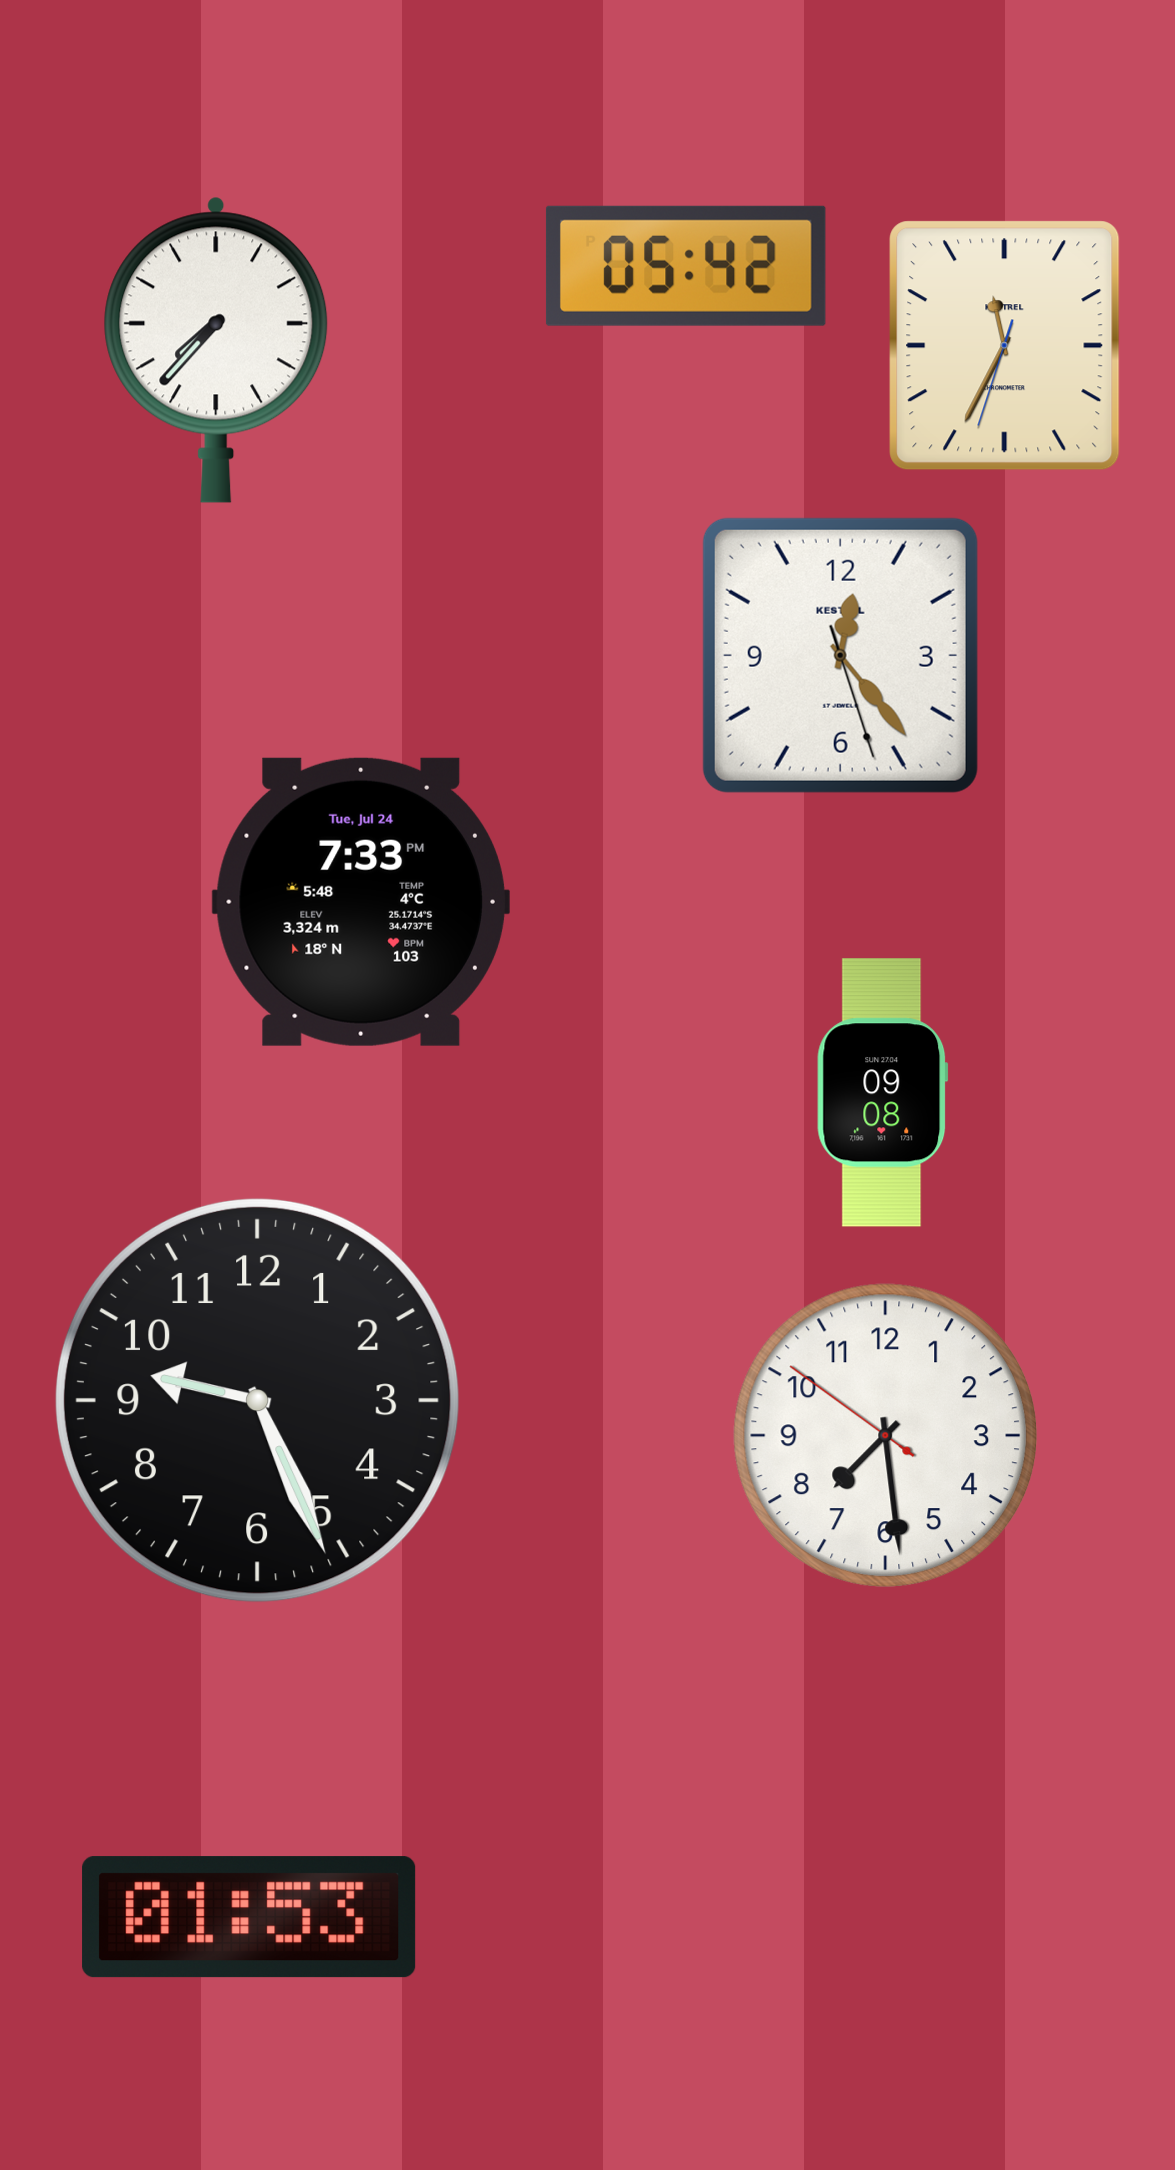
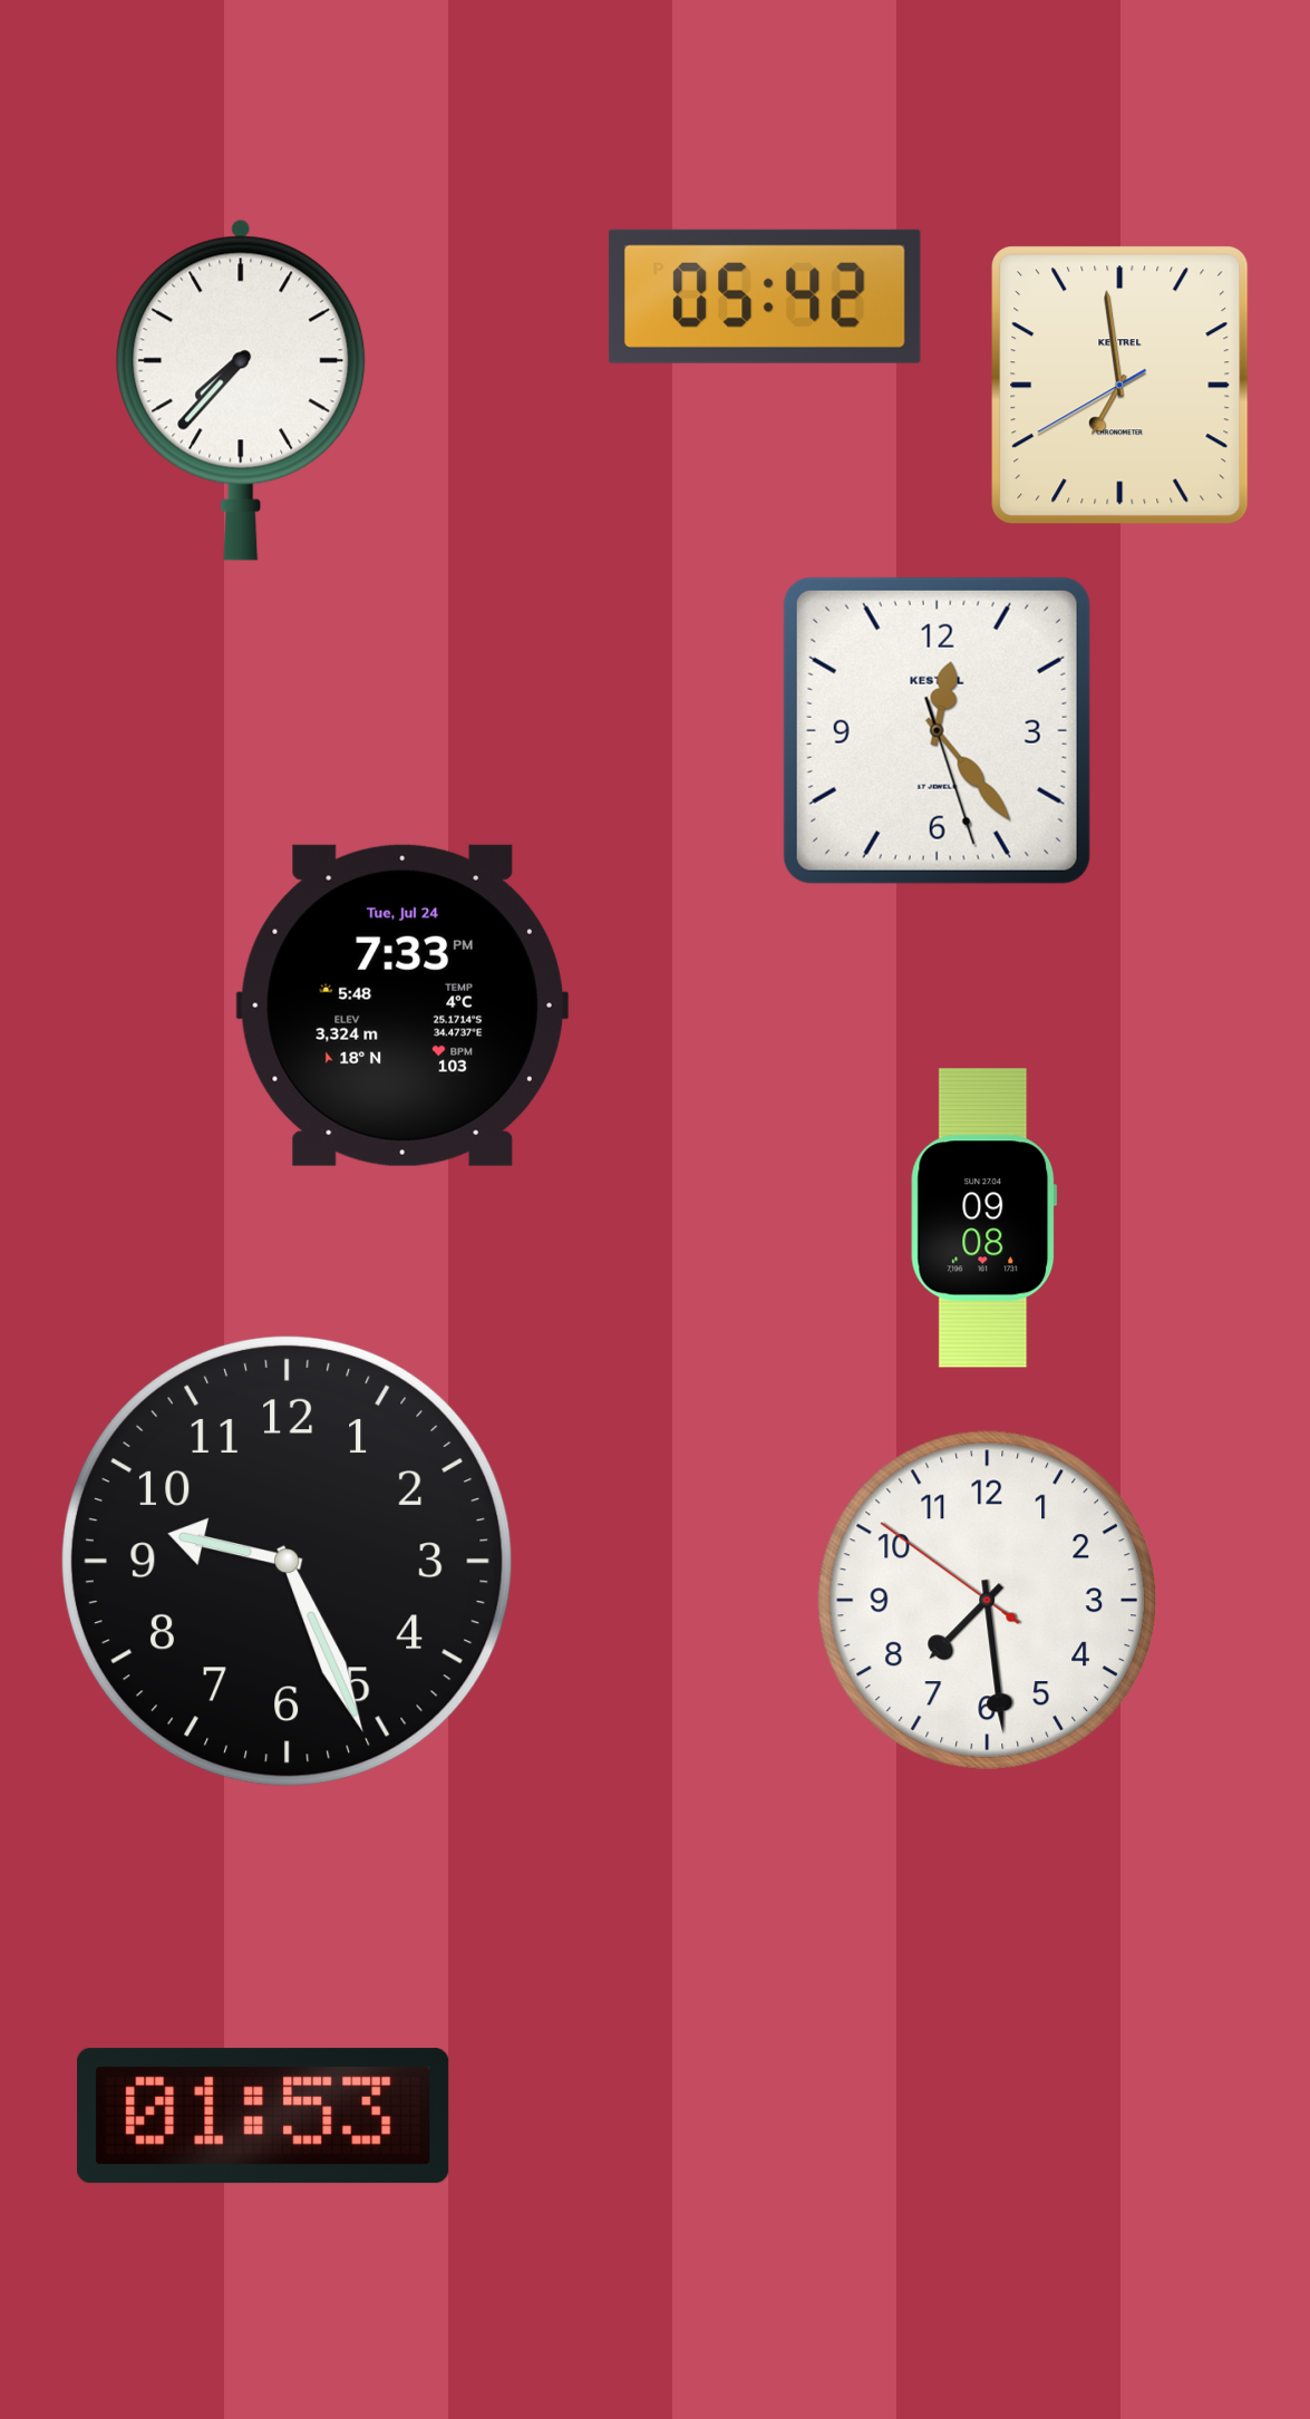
clock at (1005, 346): 11:34 -> 6:58
clock at (249, 1917) position: (249, 1917) -> (263, 2116)
